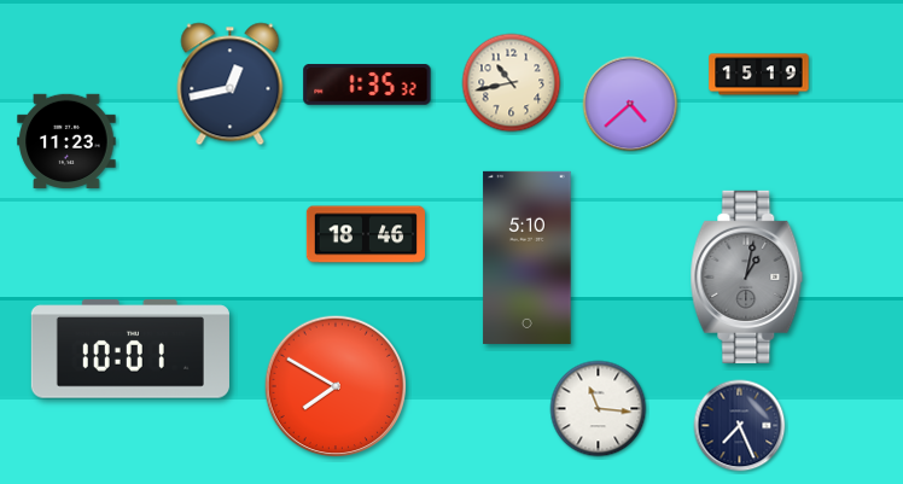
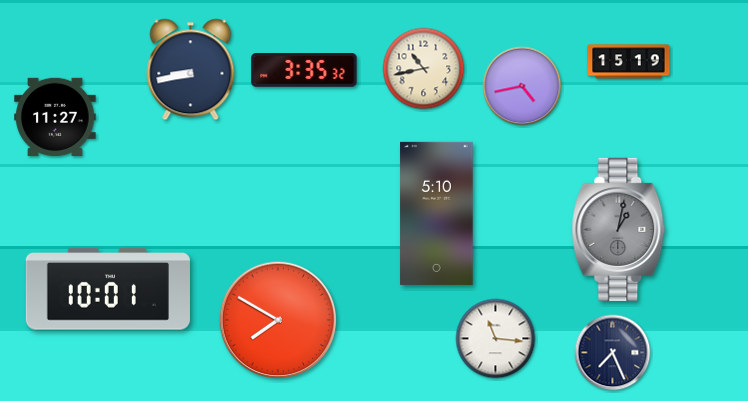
clock at (231, 84): 12:43 -> 8:43
clock at (367, 86): 1:35 -> 3:35
clock at (630, 104): 4:38 -> 4:43
clock at (66, 141): 11:23 -> 11:27
clock at (365, 234): 18:46 -> none
